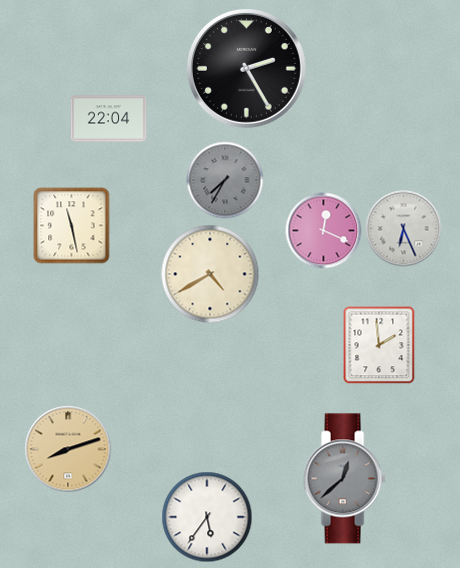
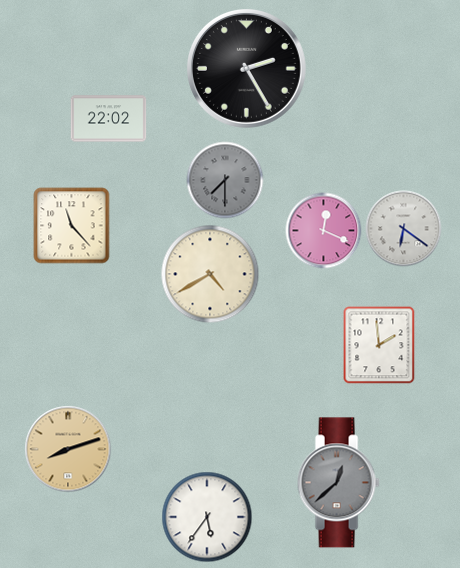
clock at (109, 119): 22:04 -> 22:02
clock at (225, 180): 7:35 -> 7:30
clock at (72, 226): 11:28 -> 11:23
clock at (404, 229): 6:26 -> 6:21
clock at (344, 479) position: (344, 479) -> (338, 483)
